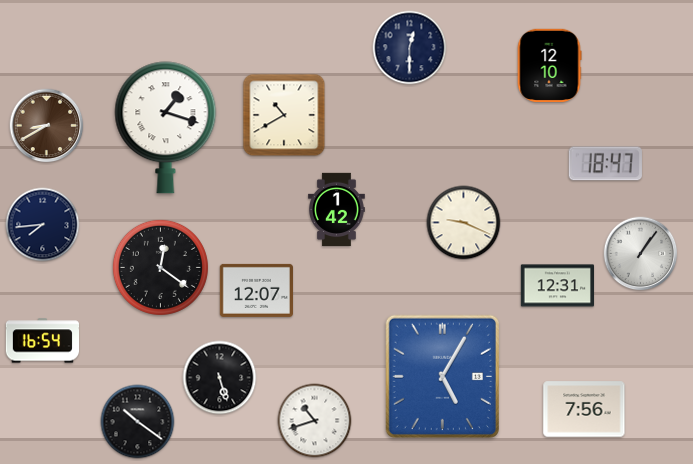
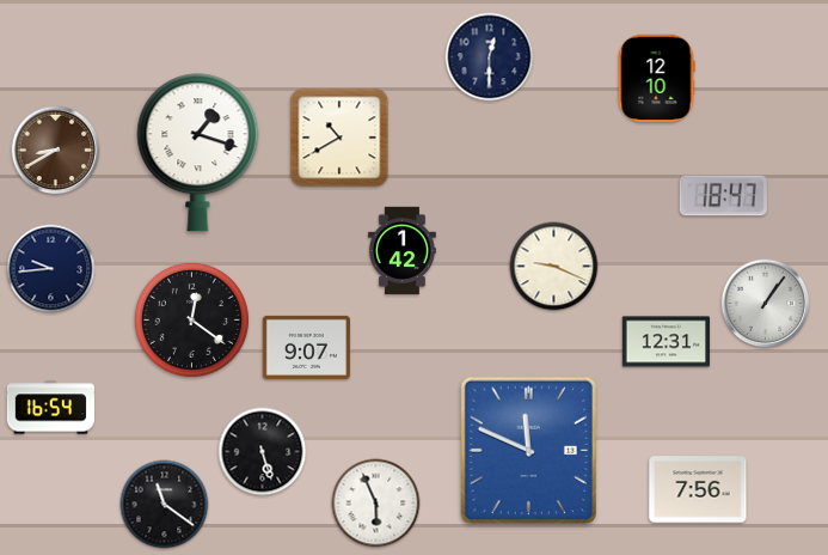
clock at (43, 225): 7:44 -> 9:44
clock at (256, 290): 12:07 -> 9:07
clock at (442, 376): 5:05 -> 11:49
clock at (315, 421): 10:42 -> 5:56
clock at (138, 422): 10:21 -> 11:21
